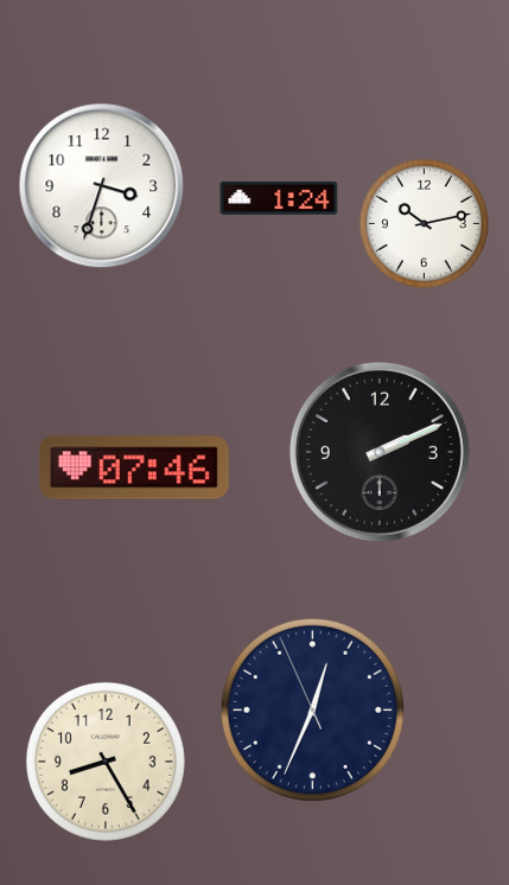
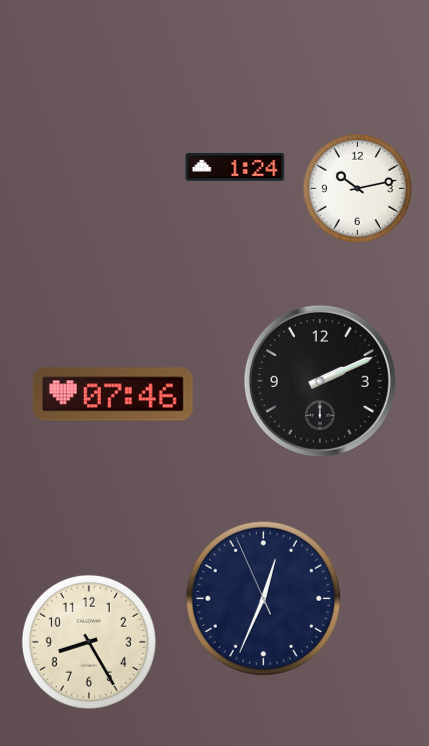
clock at (102, 186): 3:33 -> none
